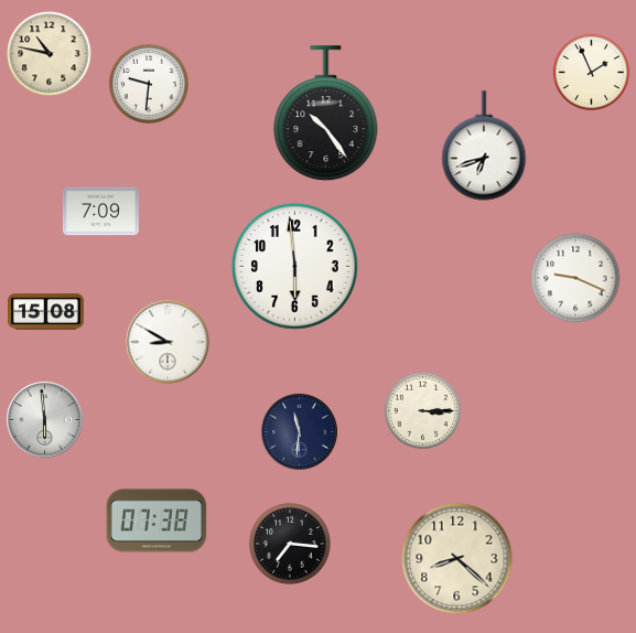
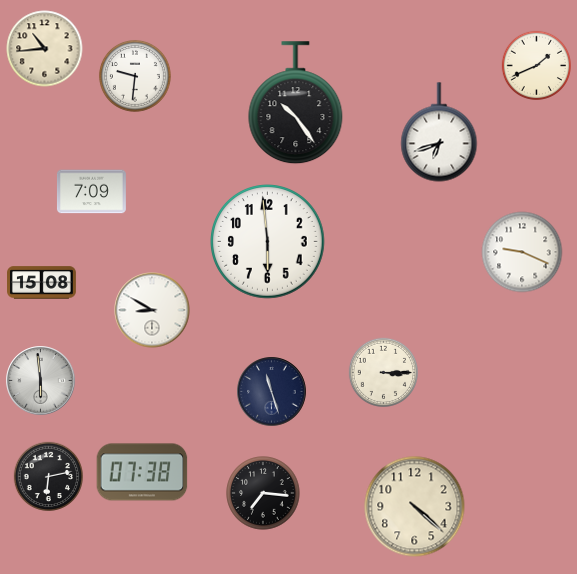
clock at (50, 54): 10:47 -> 10:44
clock at (591, 72): 1:56 -> 1:41
clock at (300, 432): 11:31 -> 11:27
clock at (48, 476): none -> 6:13
clock at (457, 559): 8:22 -> 4:22
